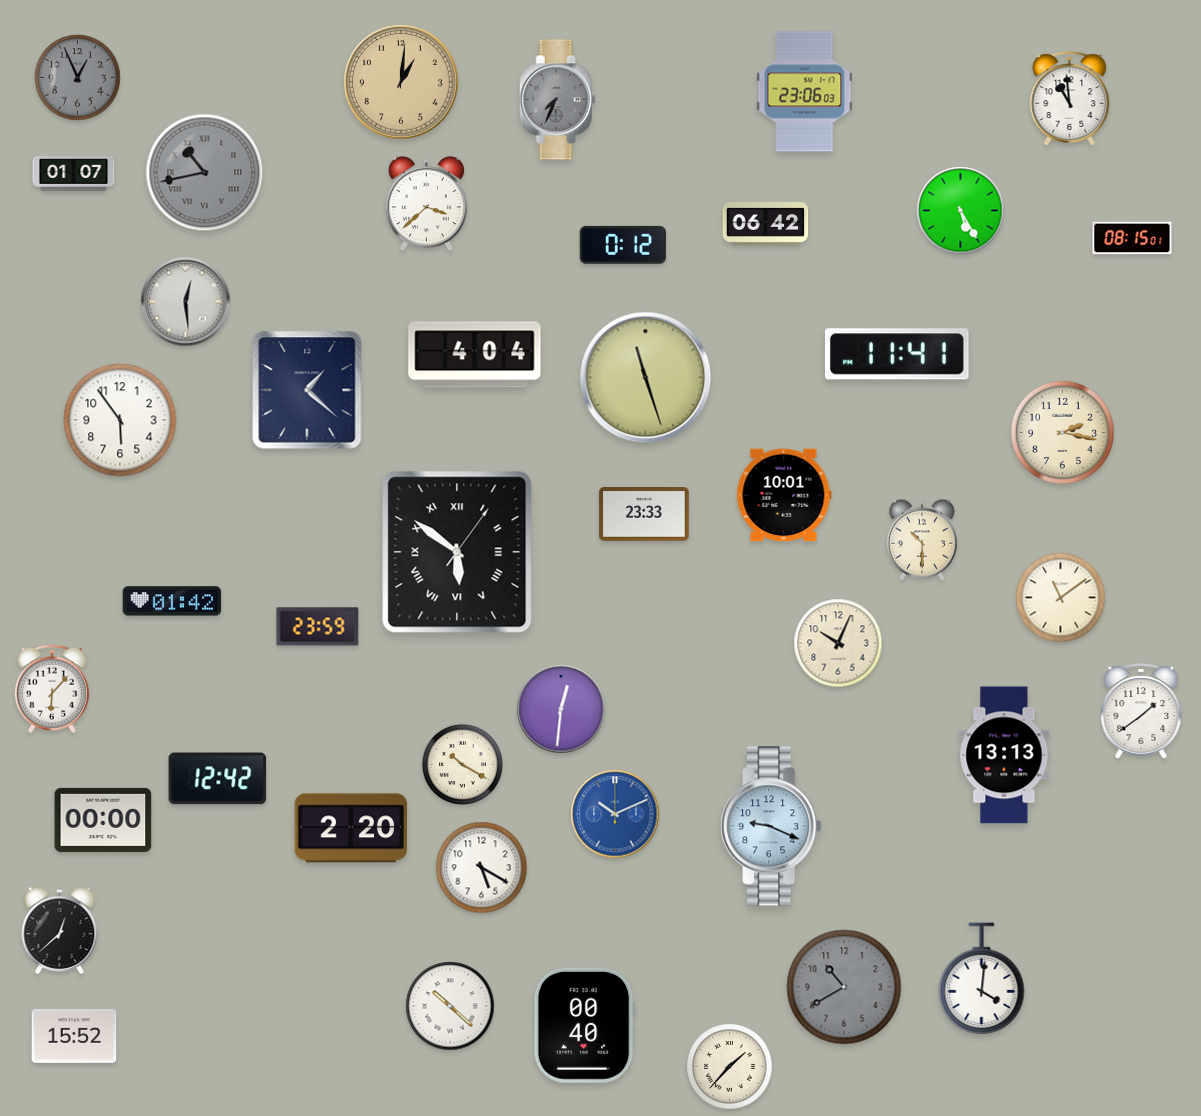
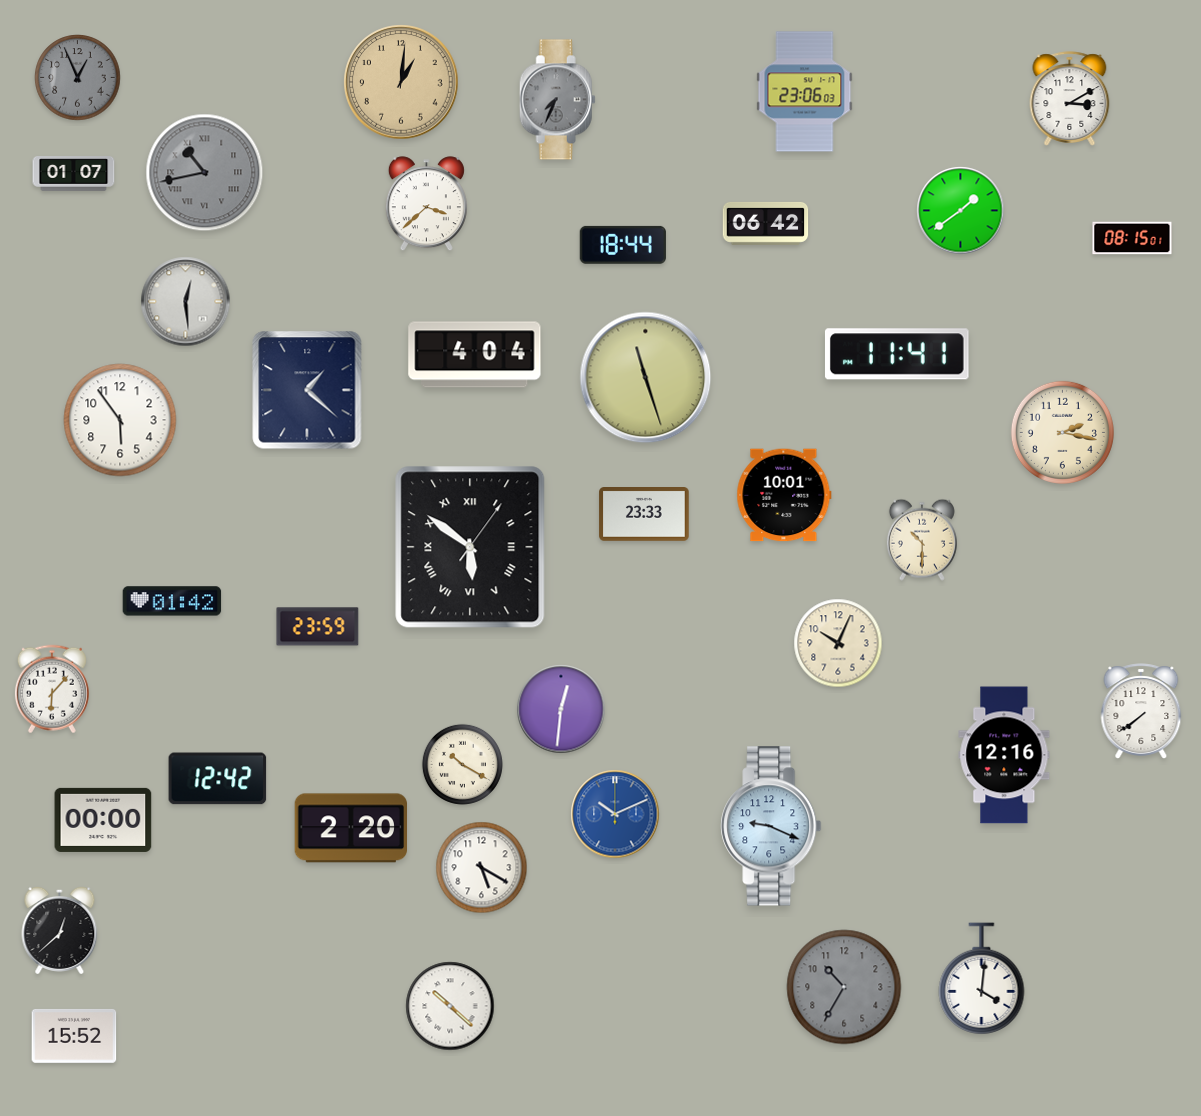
clock at (1070, 99): 10:59 -> 3:10
clock at (961, 211): 5:25 -> 1:39
clock at (623, 245): 0:12 -> 18:44
clock at (457, 552) position: (457, 552) -> (470, 547)
clock at (1061, 598): 11:09 -> none
clock at (1141, 711): 1:39 -> 7:39
clock at (1004, 755): 13:13 -> 12:16
clock at (844, 987): 10:40 -> 10:35
clock at (584, 1025): 00:40 -> none
clock at (730, 1067): 1:37 -> none
